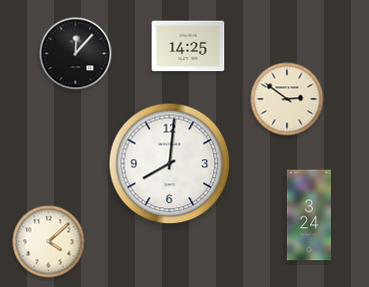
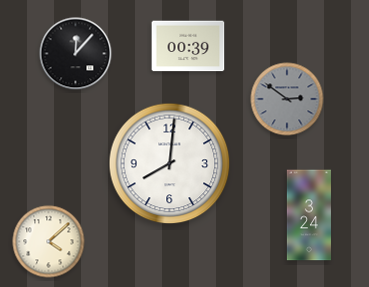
clock at (188, 46): 14:25 -> 00:39
clock at (287, 99) dial: cream -> grey
